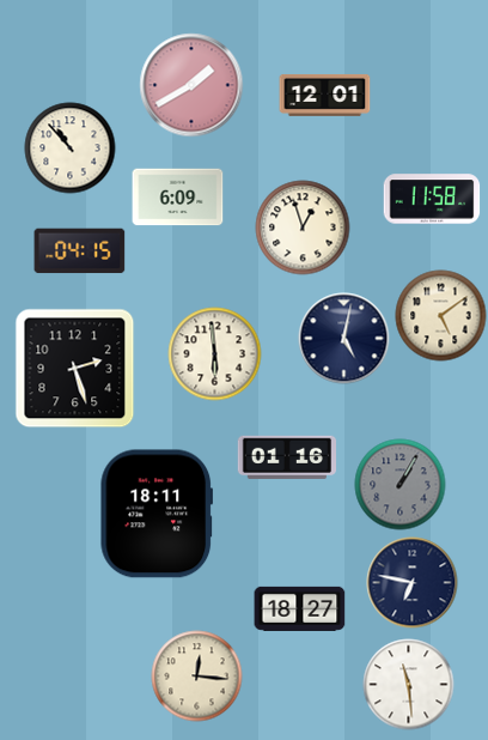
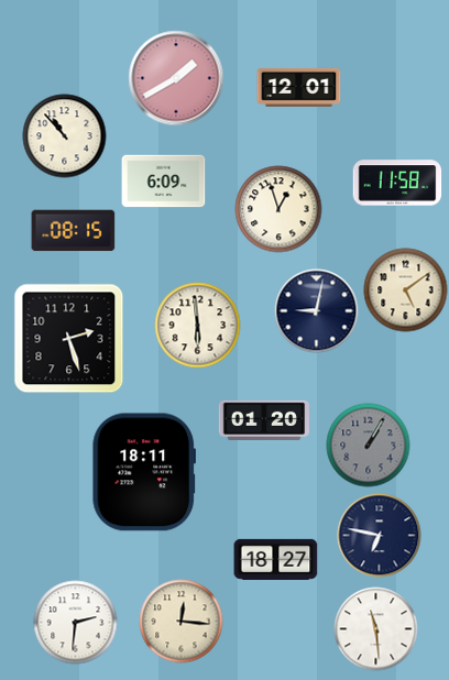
clock at (80, 251): 04:15 -> 08:15
clock at (344, 339): 5:02 -> 9:02
clock at (286, 457): 01:16 -> 01:20
clock at (76, 623): none -> 2:31
